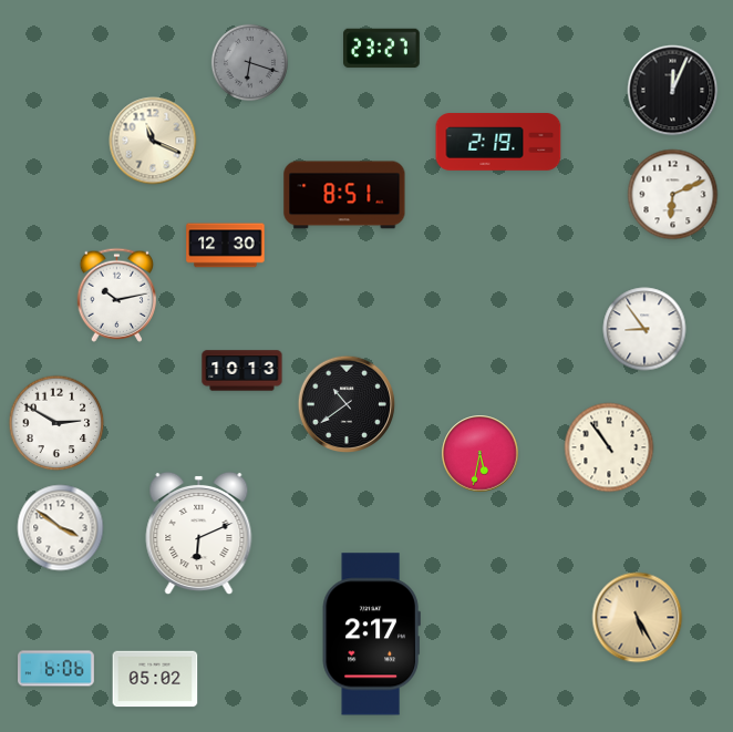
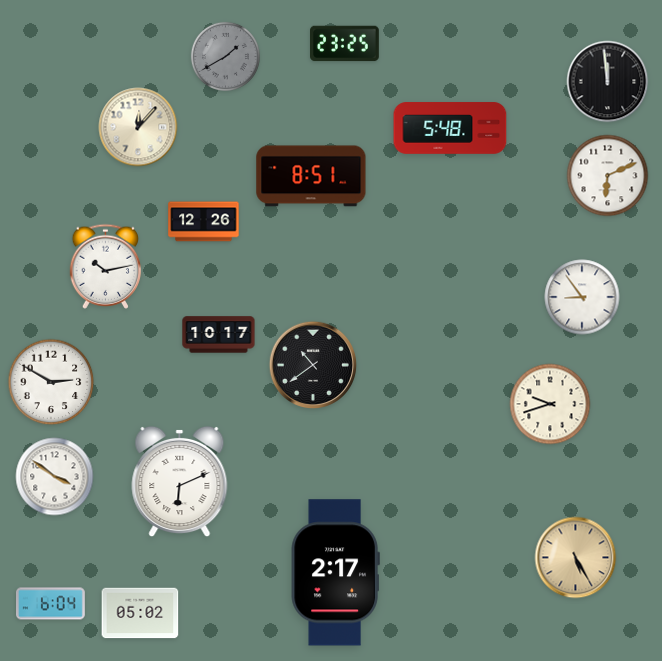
clock at (382, 49): 23:27 -> 23:25
clock at (249, 62): 6:18 -> 1:40
clock at (673, 91): 12:04 -> 11:59
clock at (153, 141): 11:19 -> 12:07
clock at (498, 142): 2:19 -> 5:48
clock at (226, 246): 12:30 -> 12:26
clock at (242, 371): 10:13 -> 10:17
clock at (609, 447): 10:54 -> 9:42
clock at (481, 454): 5:32 -> none
clock at (56, 669): 6:06 -> 6:04
